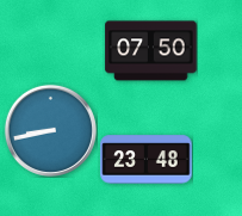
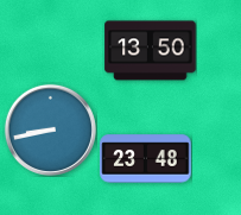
clock at (151, 51): 07:50 -> 13:50
